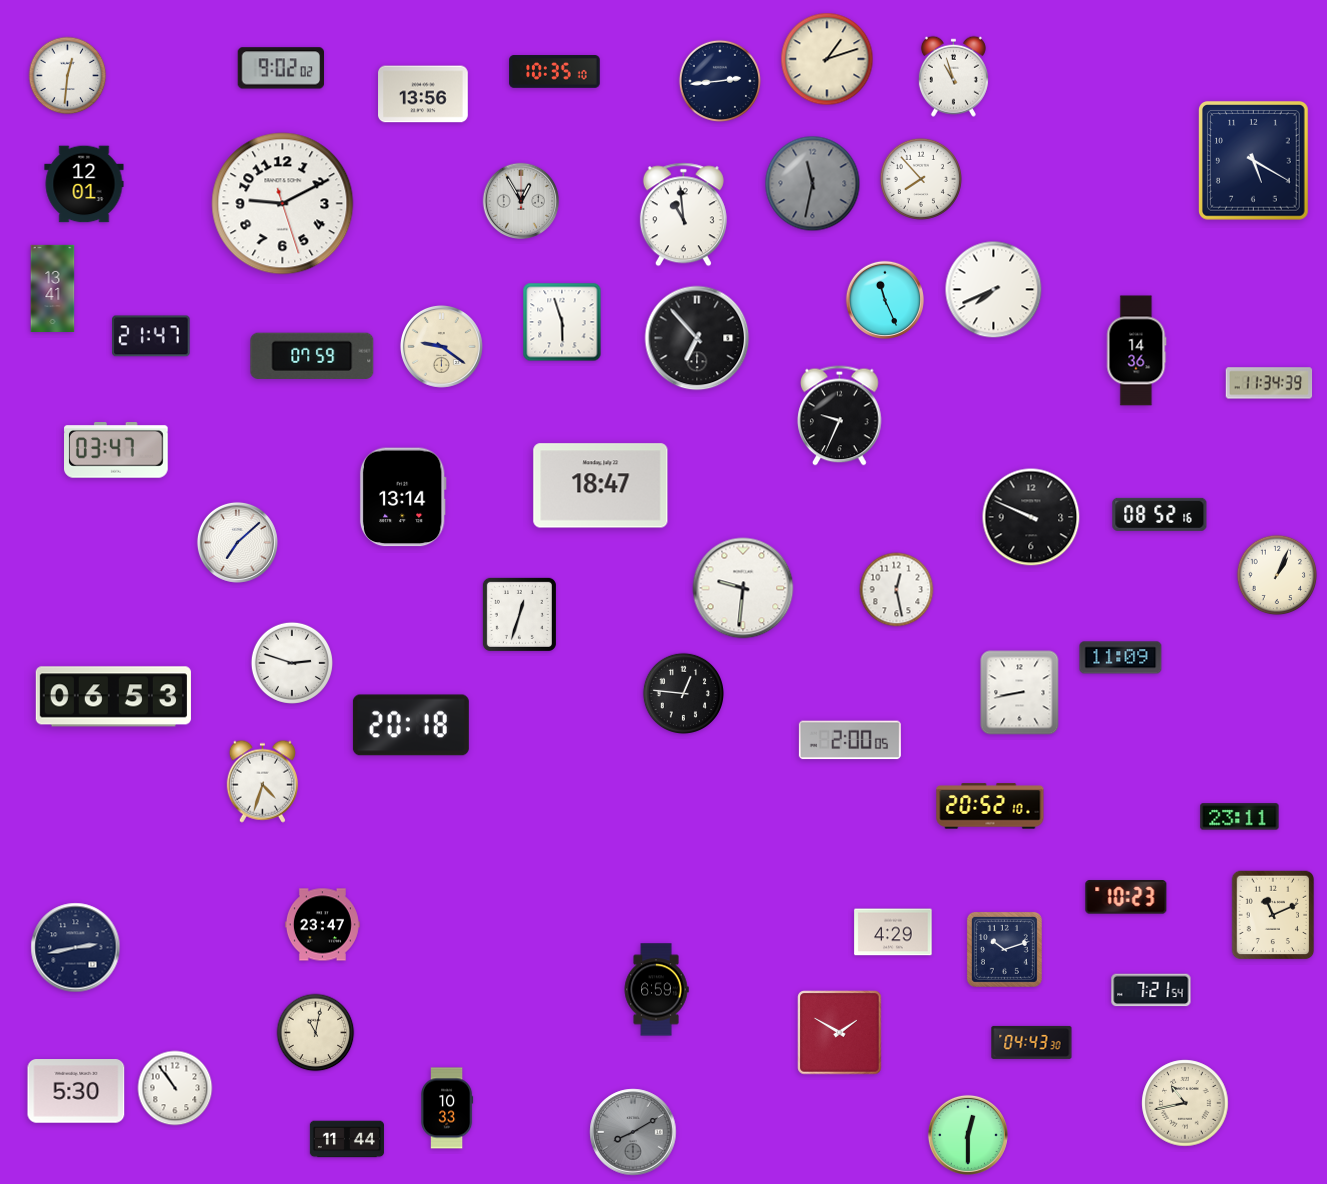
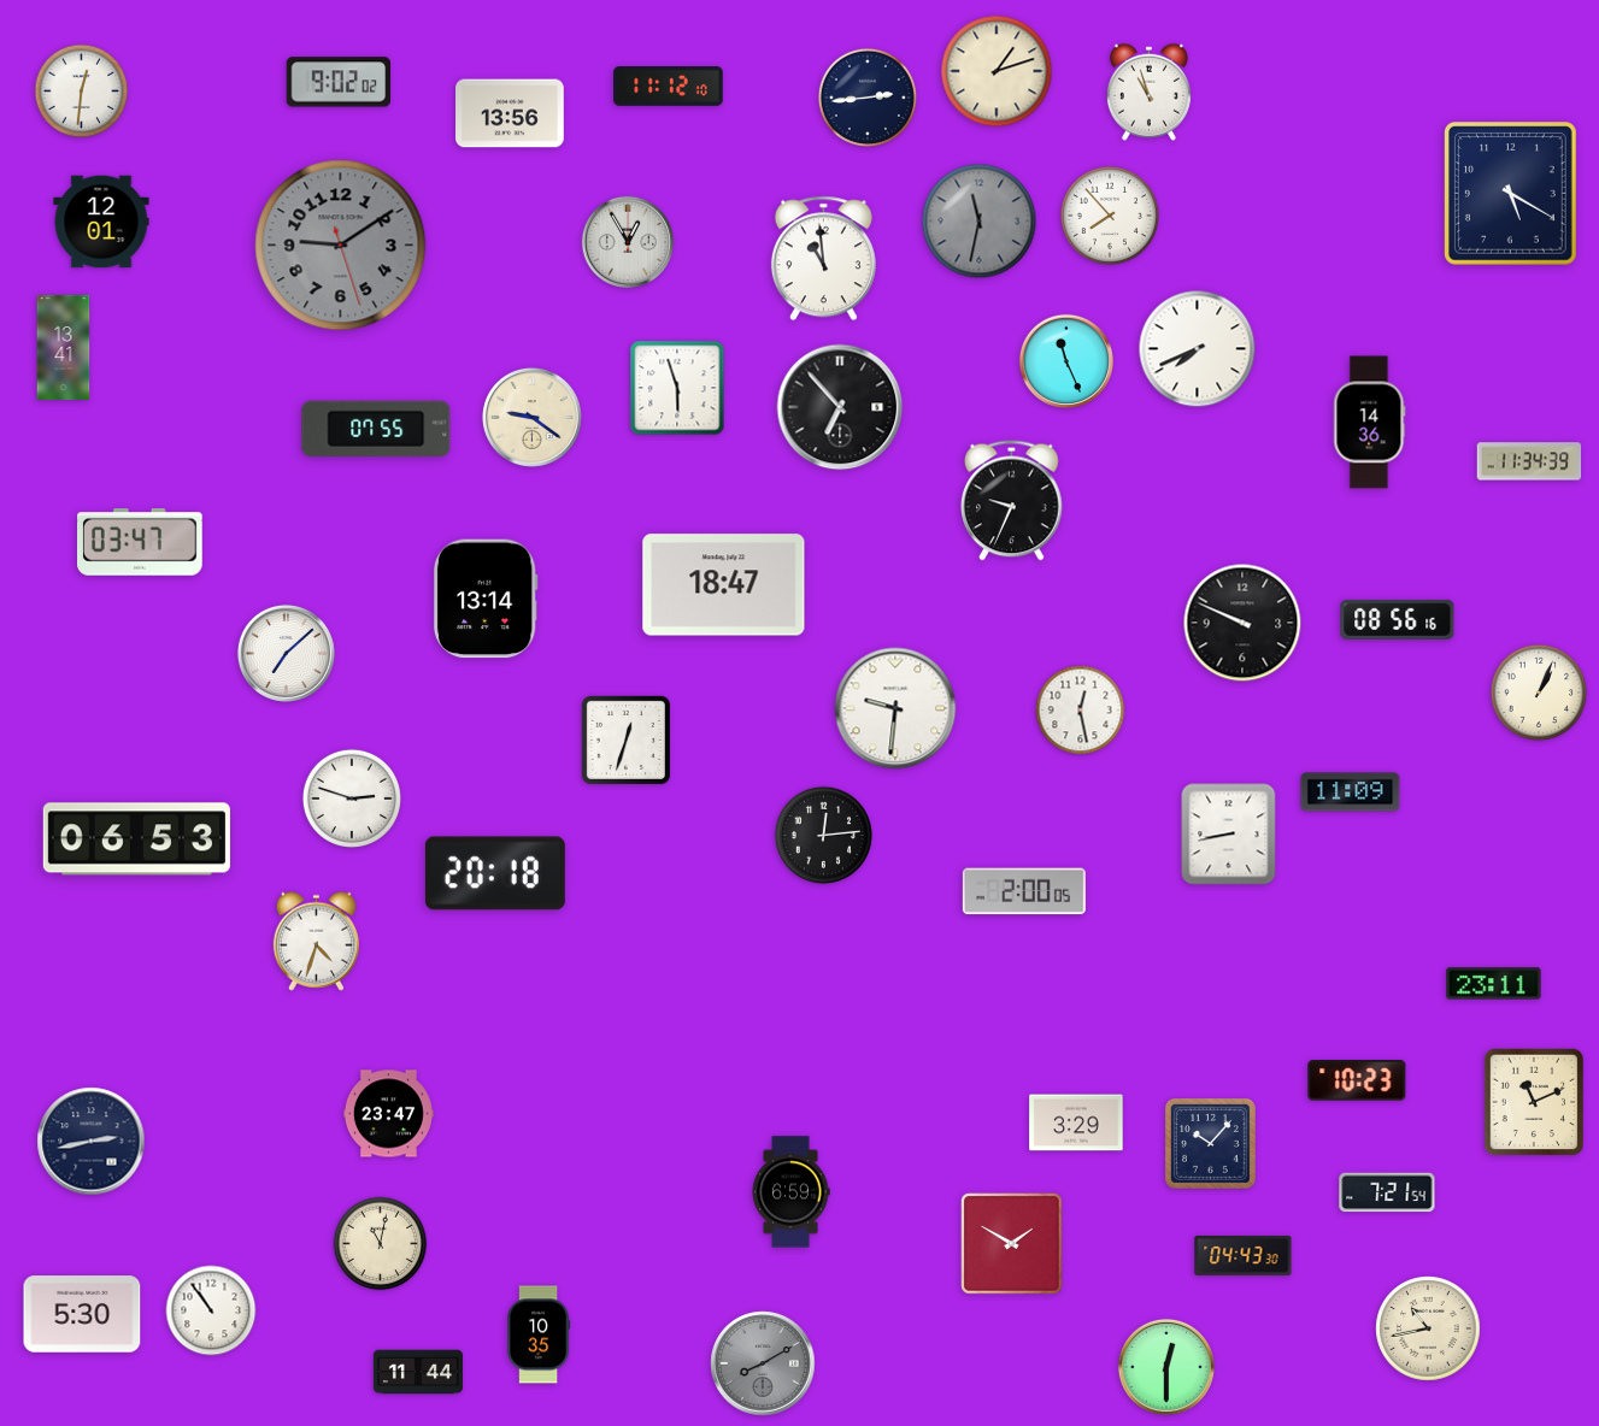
clock at (555, 72): 10:35 -> 11:12
clock at (283, 204): 9:10 -> 9:09
clock at (283, 204) dial: white -> grey
clock at (151, 336): 21:47 -> none
clock at (312, 356): 07:59 -> 07:55
clock at (1160, 514): 08:52 -> 08:56
clock at (683, 693): 12:46 -> 12:14
clock at (990, 806): 20:52 -> none
clock at (893, 932): 4:29 -> 3:29
clock at (1004, 949): 10:12 -> 10:07
clock at (76, 1091) position: (76, 1091) -> (82, 1314)
clock at (447, 1108): 10:33 -> 10:35
